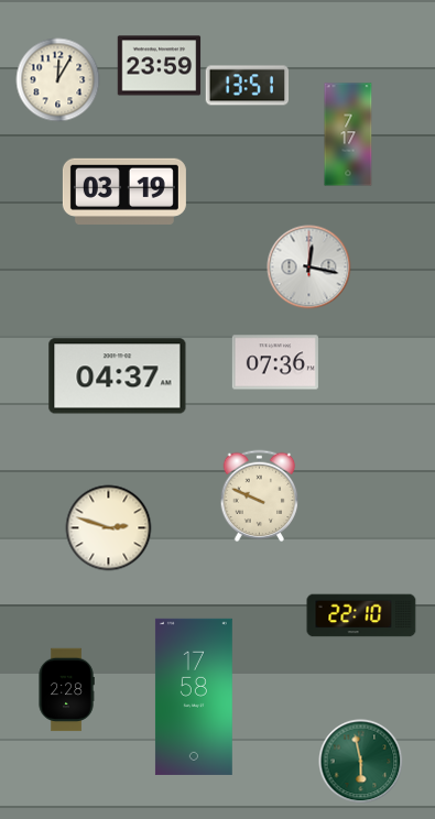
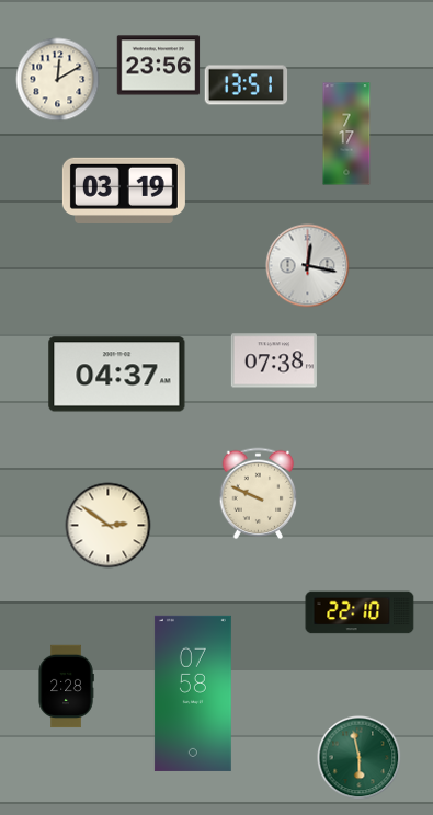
clock at (160, 66): 23:59 -> 23:56
clock at (58, 80): 12:05 -> 12:10
clock at (275, 362): 07:36 -> 07:38
clock at (109, 528): 2:48 -> 2:51
clock at (194, 697): 17:58 -> 07:58
